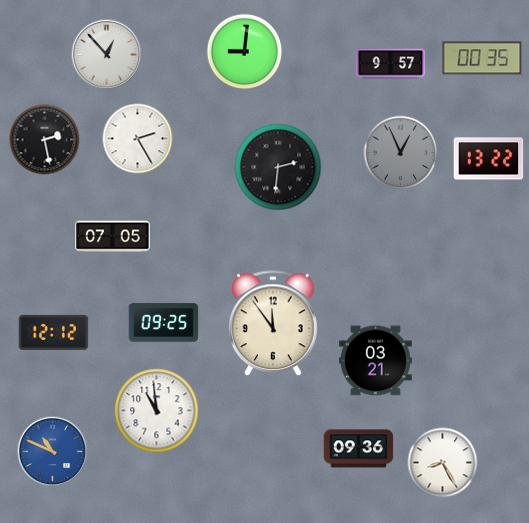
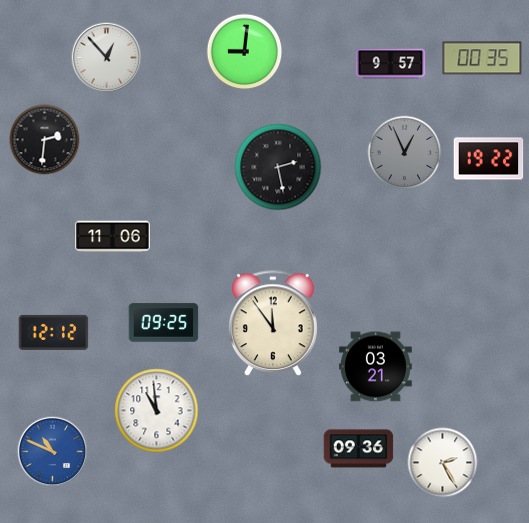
clock at (107, 55) position: (107, 55) -> (107, 58)
clock at (138, 139): 2:25 -> none
clock at (45, 140): 2:28 -> 2:31
clock at (401, 153) position: (401, 153) -> (405, 153)
clock at (489, 159): 13:22 -> 19:22
clock at (278, 167): 2:31 -> 2:28
clock at (113, 237): 07:05 -> 11:06
clock at (375, 361) position: (375, 361) -> (375, 367)
clock at (443, 463): 8:25 -> 2:25
